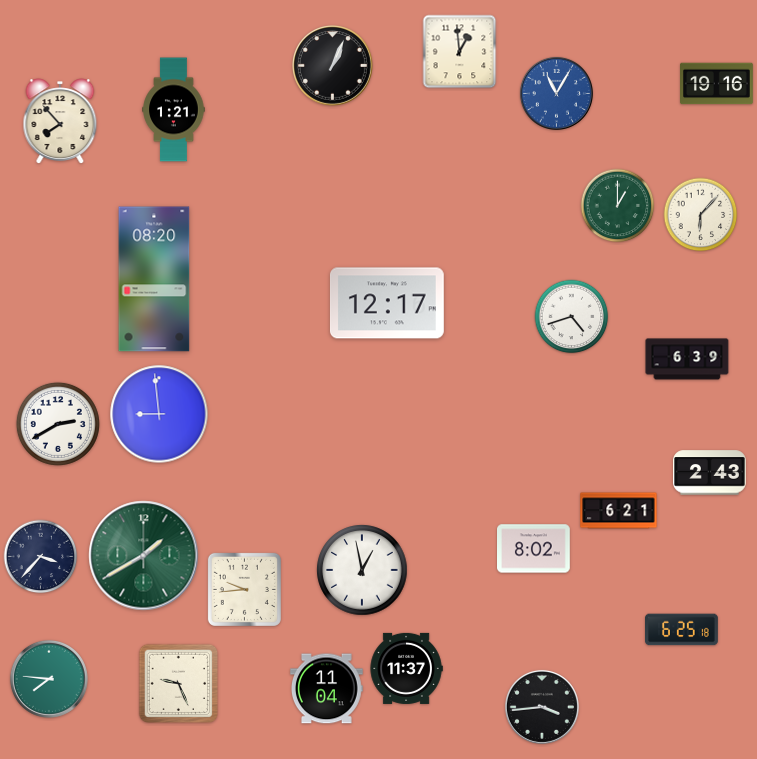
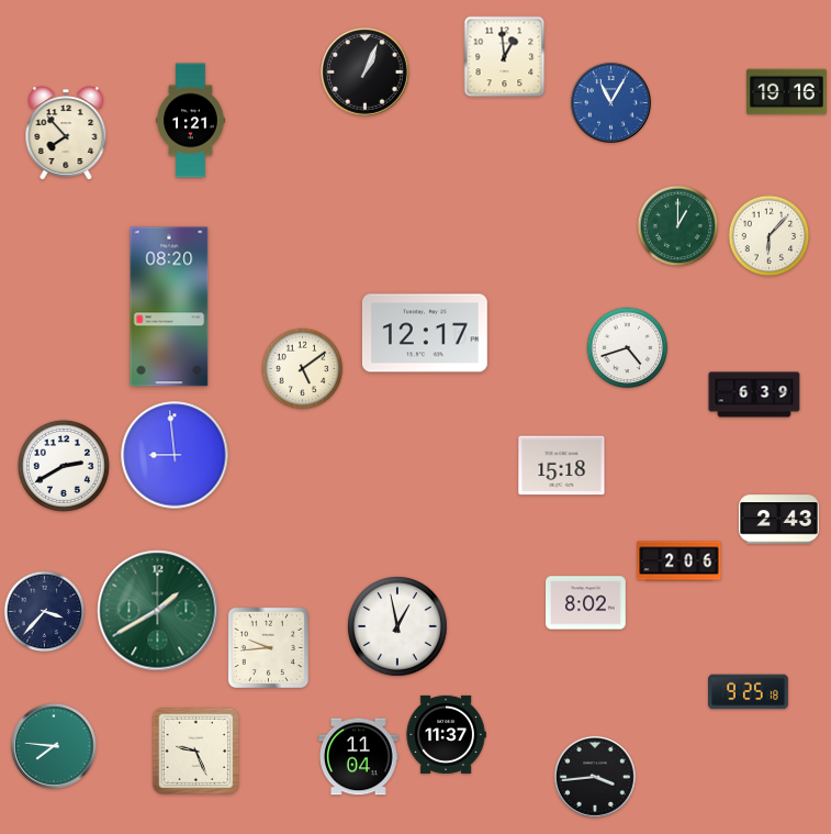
clock at (303, 369): none -> 5:09
clock at (562, 466): none -> 15:18
clock at (619, 511): 6:21 -> 2:06
clock at (682, 630): 6:25 -> 9:25
